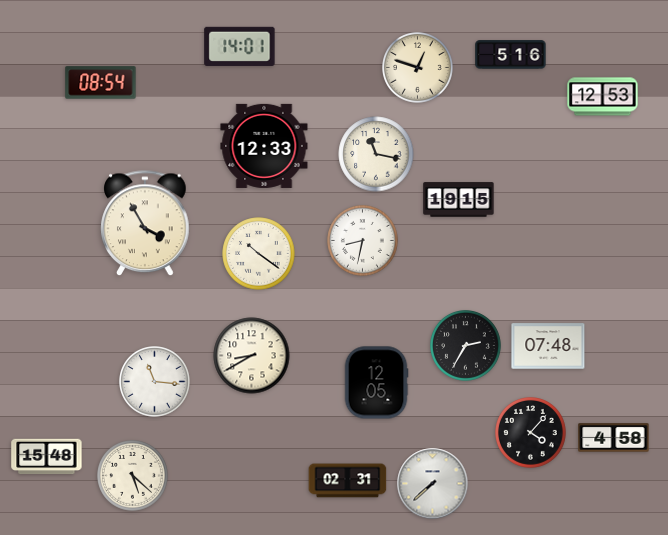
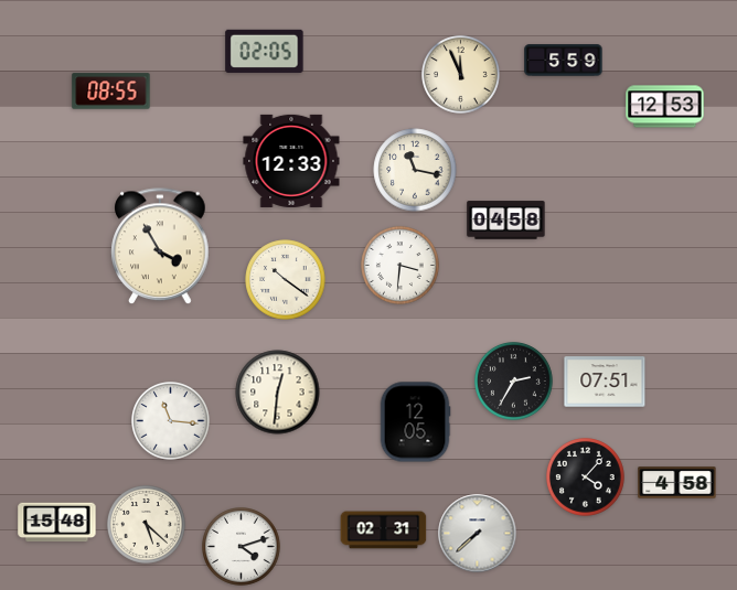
clock at (240, 46): 14:01 -> 02:05
clock at (511, 55): 5:16 -> 5:59
clock at (418, 68): 12:48 -> 11:56
clock at (101, 83): 08:54 -> 08:55
clock at (459, 200): 19:15 -> 04:58
clock at (363, 241): 8:32 -> 3:31
clock at (548, 346): 07:48 -> 07:51
clock at (252, 356): 8:40 -> 12:31
clock at (47, 457) position: (47, 457) -> (57, 523)
clock at (242, 547): none -> 4:12
